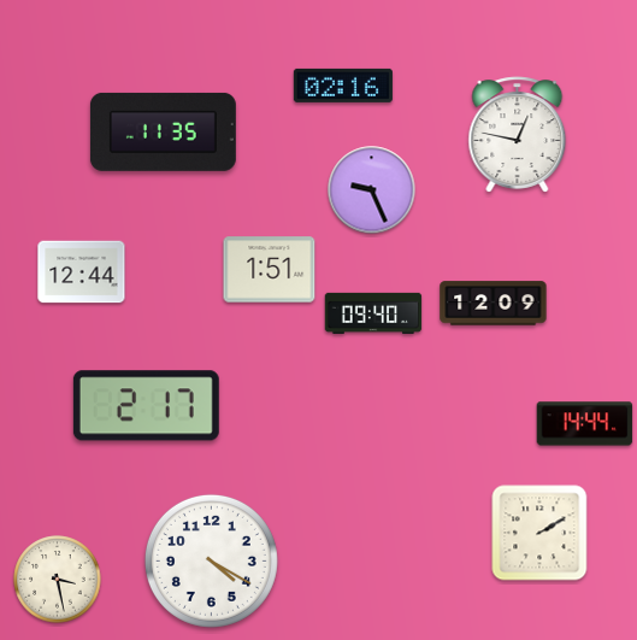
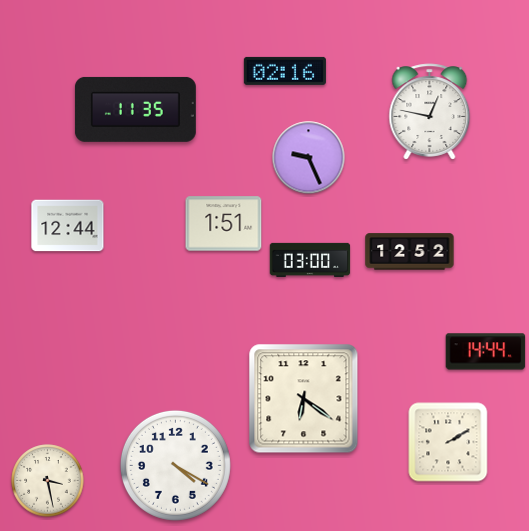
clock at (494, 304): 12:09 -> 12:52
clock at (373, 312): 09:40 -> 03:00
clock at (146, 406): 2:17 -> none
clock at (304, 399): none -> 6:21
